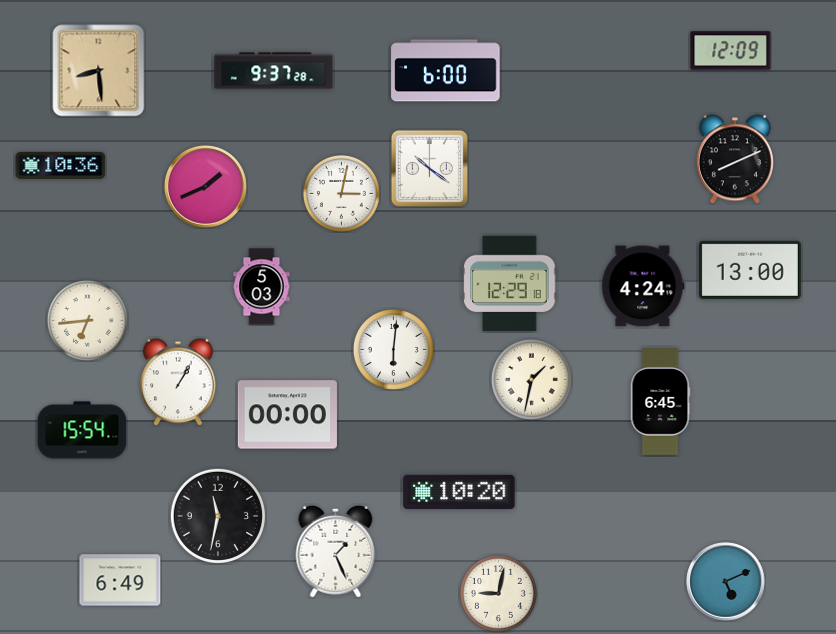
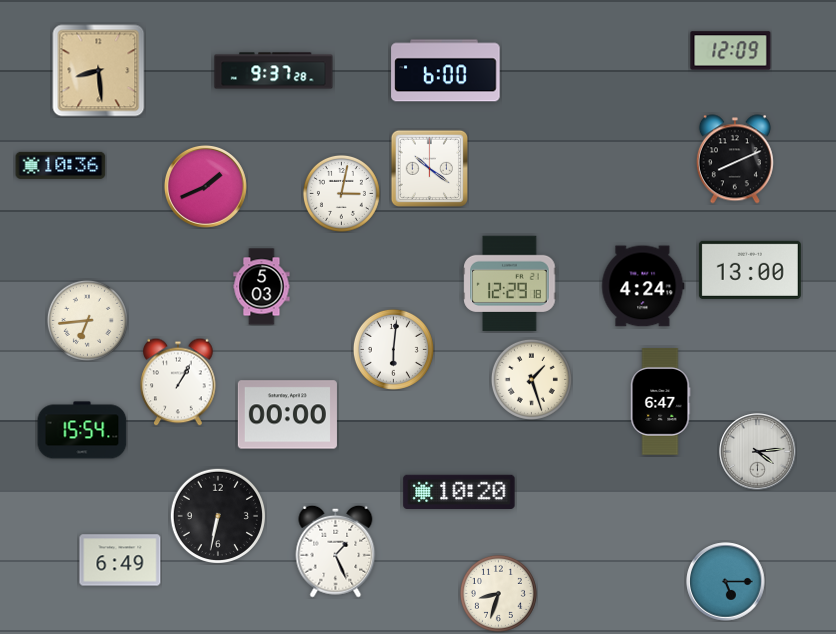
clock at (531, 379): 1:32 -> 1:27
clock at (660, 402): 6:45 -> 6:47
clock at (758, 452): none -> 4:14
clock at (217, 515): 11:32 -> 6:32
clock at (120, 580) position: (120, 580) -> (120, 560)
clock at (726, 582): 5:11 -> 5:15
clock at (498, 593): 9:02 -> 8:33
